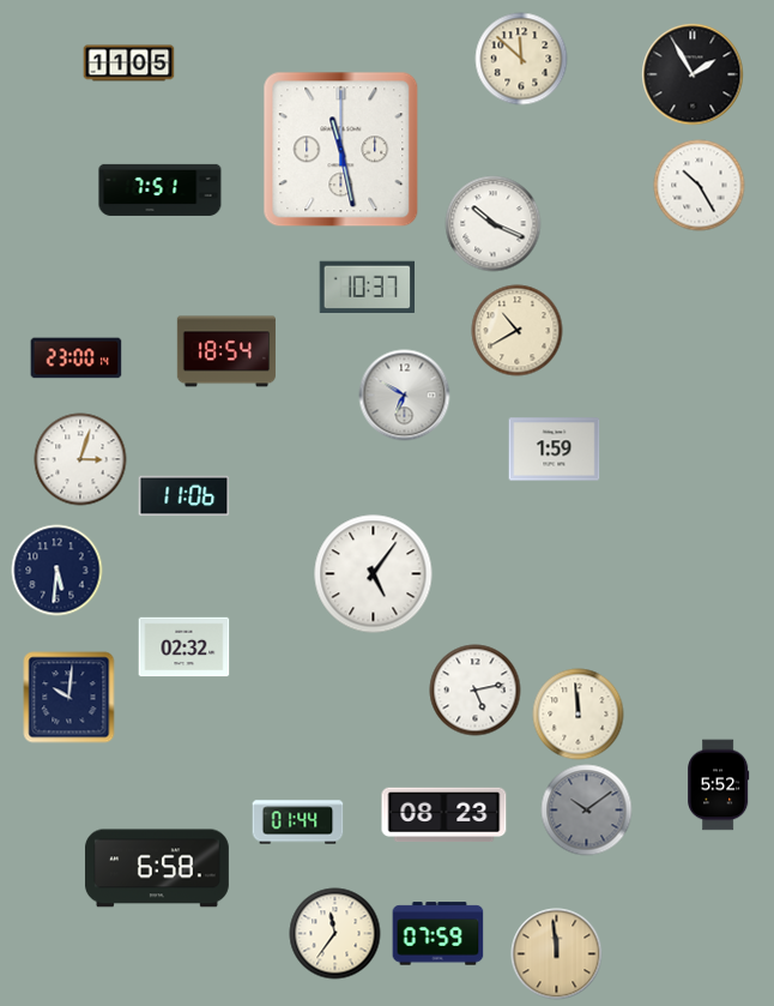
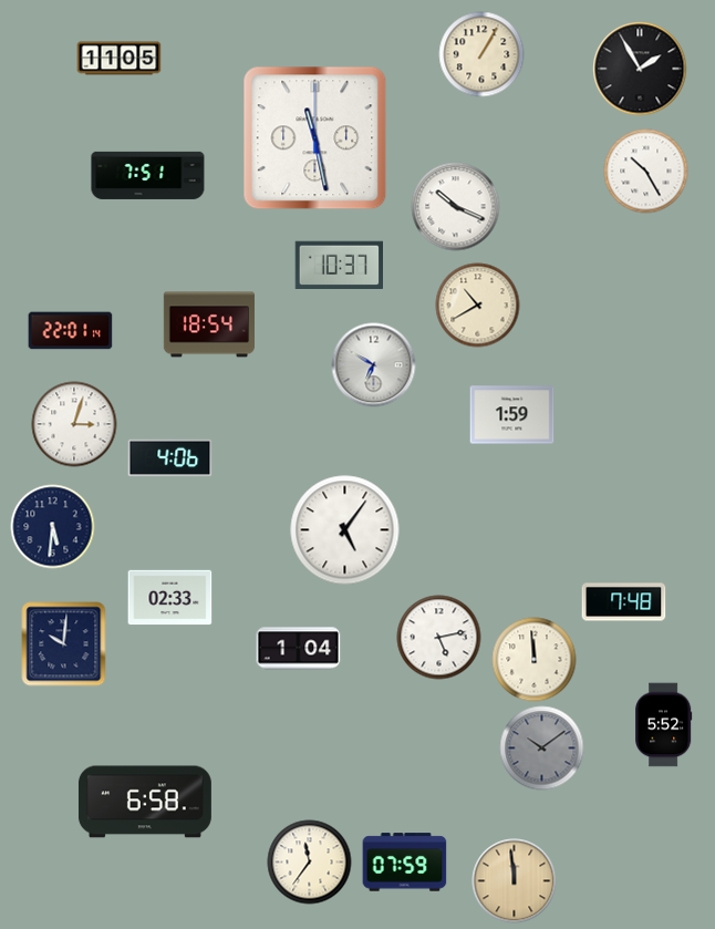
clock at (521, 59): 11:52 -> 1:05
clock at (77, 359): 23:00 -> 22:01
clock at (185, 496): 11:06 -> 4:06
clock at (185, 647): 02:32 -> 02:33
clock at (624, 602): none -> 7:48
clock at (299, 649): none -> 1:04
clock at (445, 815): 08:23 -> none
clock at (298, 823): 01:44 -> none
